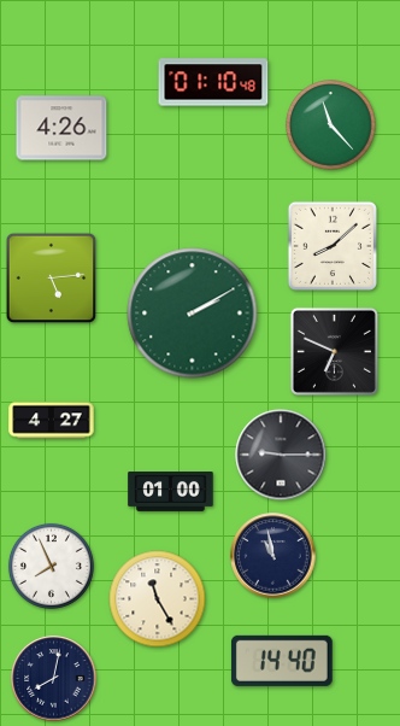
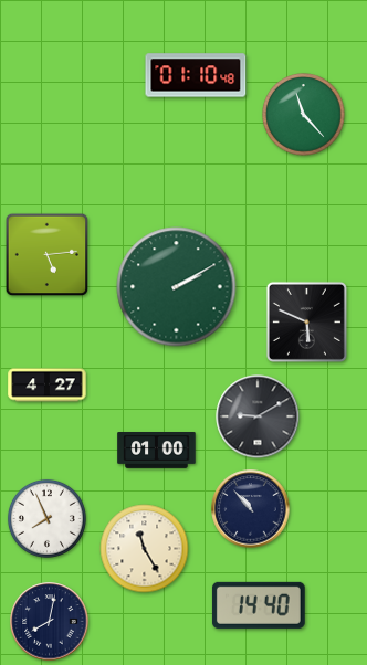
clock at (61, 128): 4:26 -> none
clock at (333, 246): 8:08 -> none
clock at (334, 351): 6:49 -> 5:49
clock at (281, 455): 9:15 -> 9:10
clock at (273, 556): 10:58 -> 10:53
